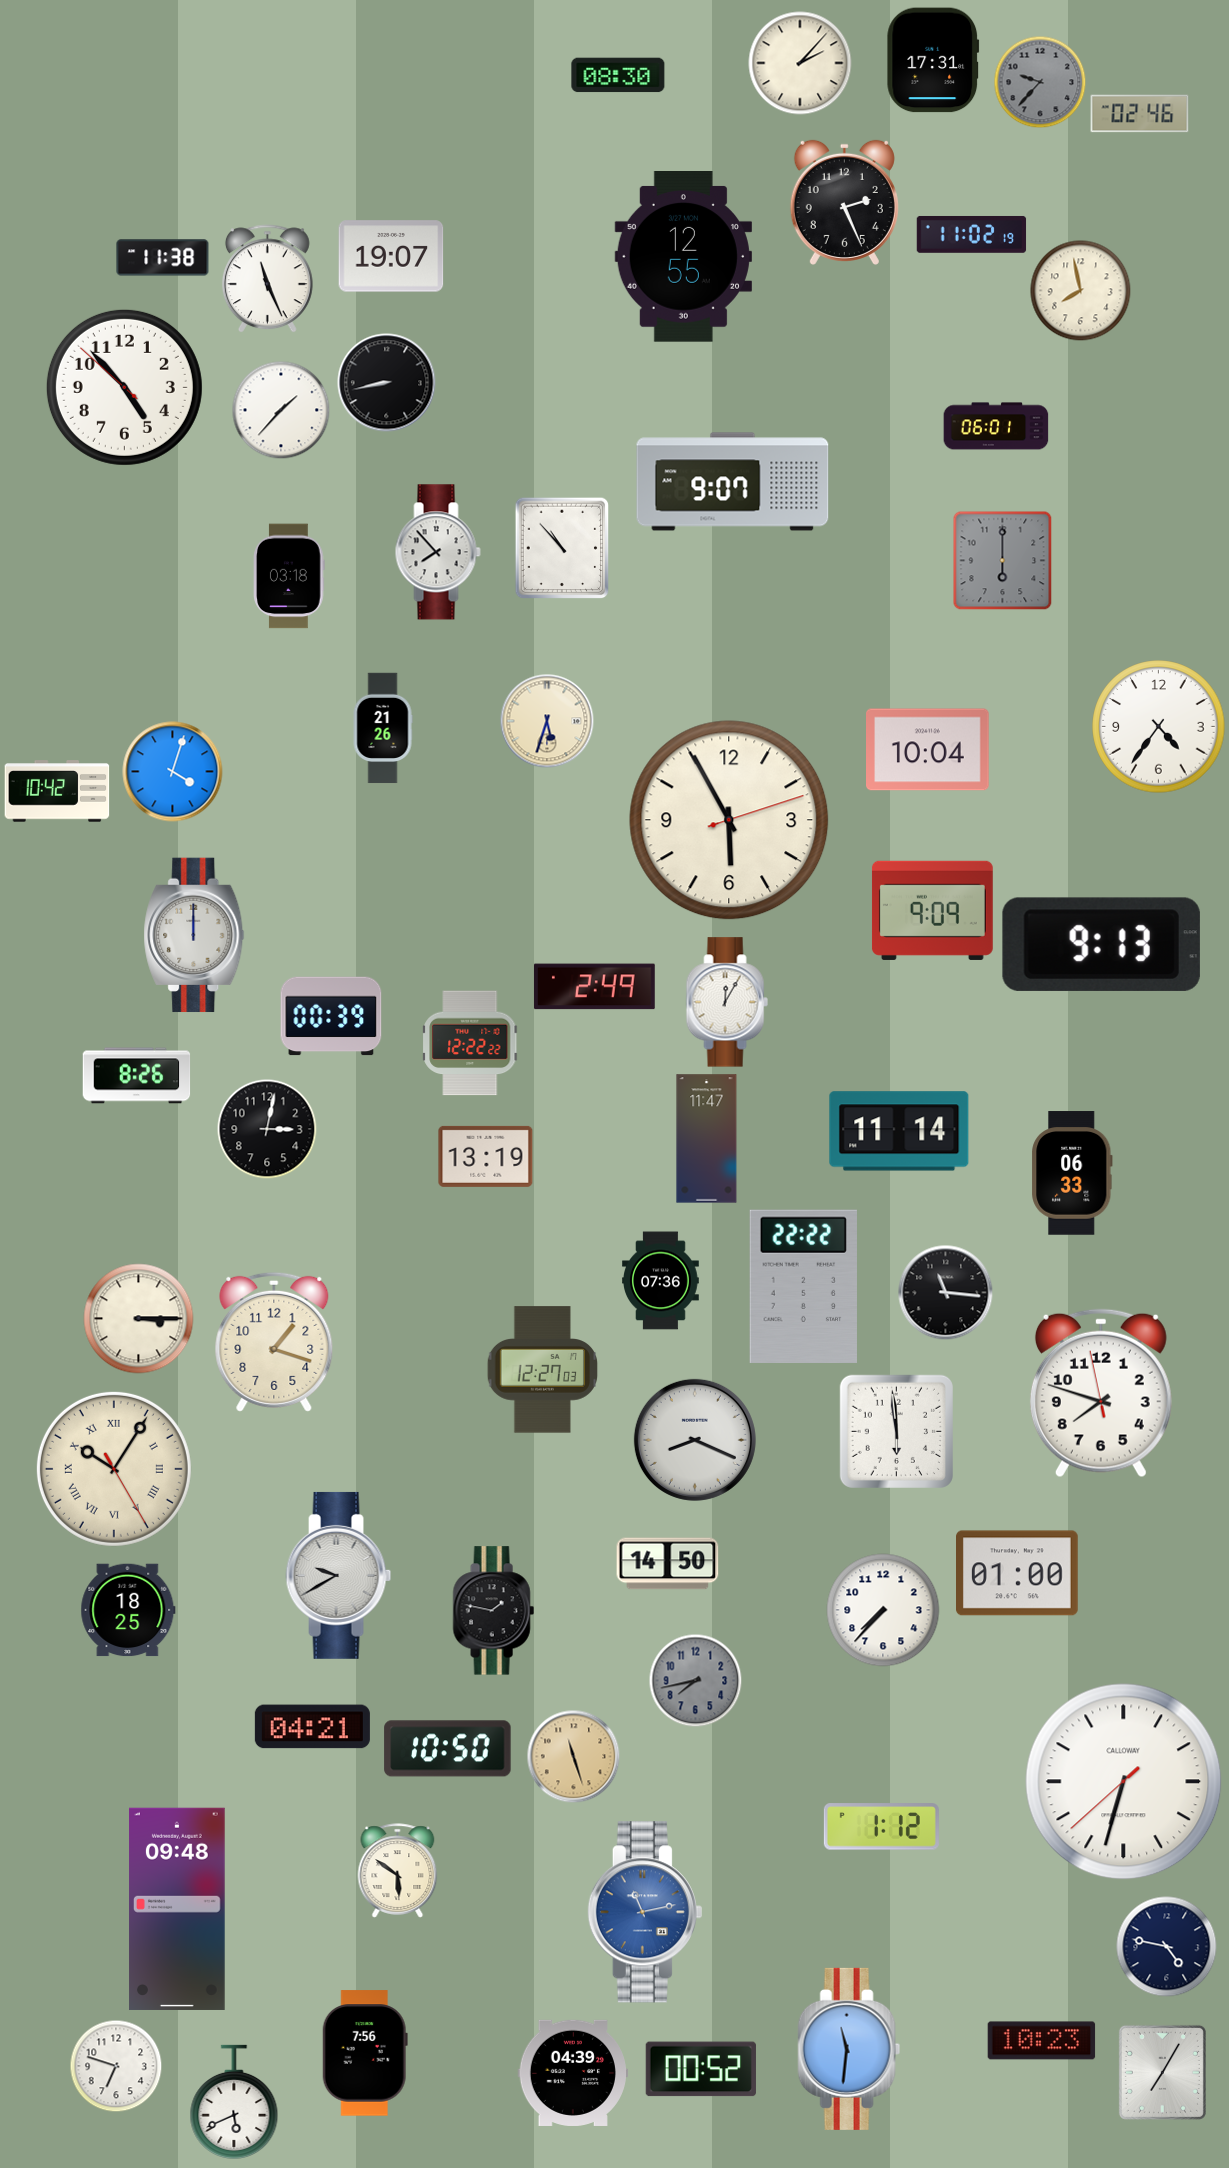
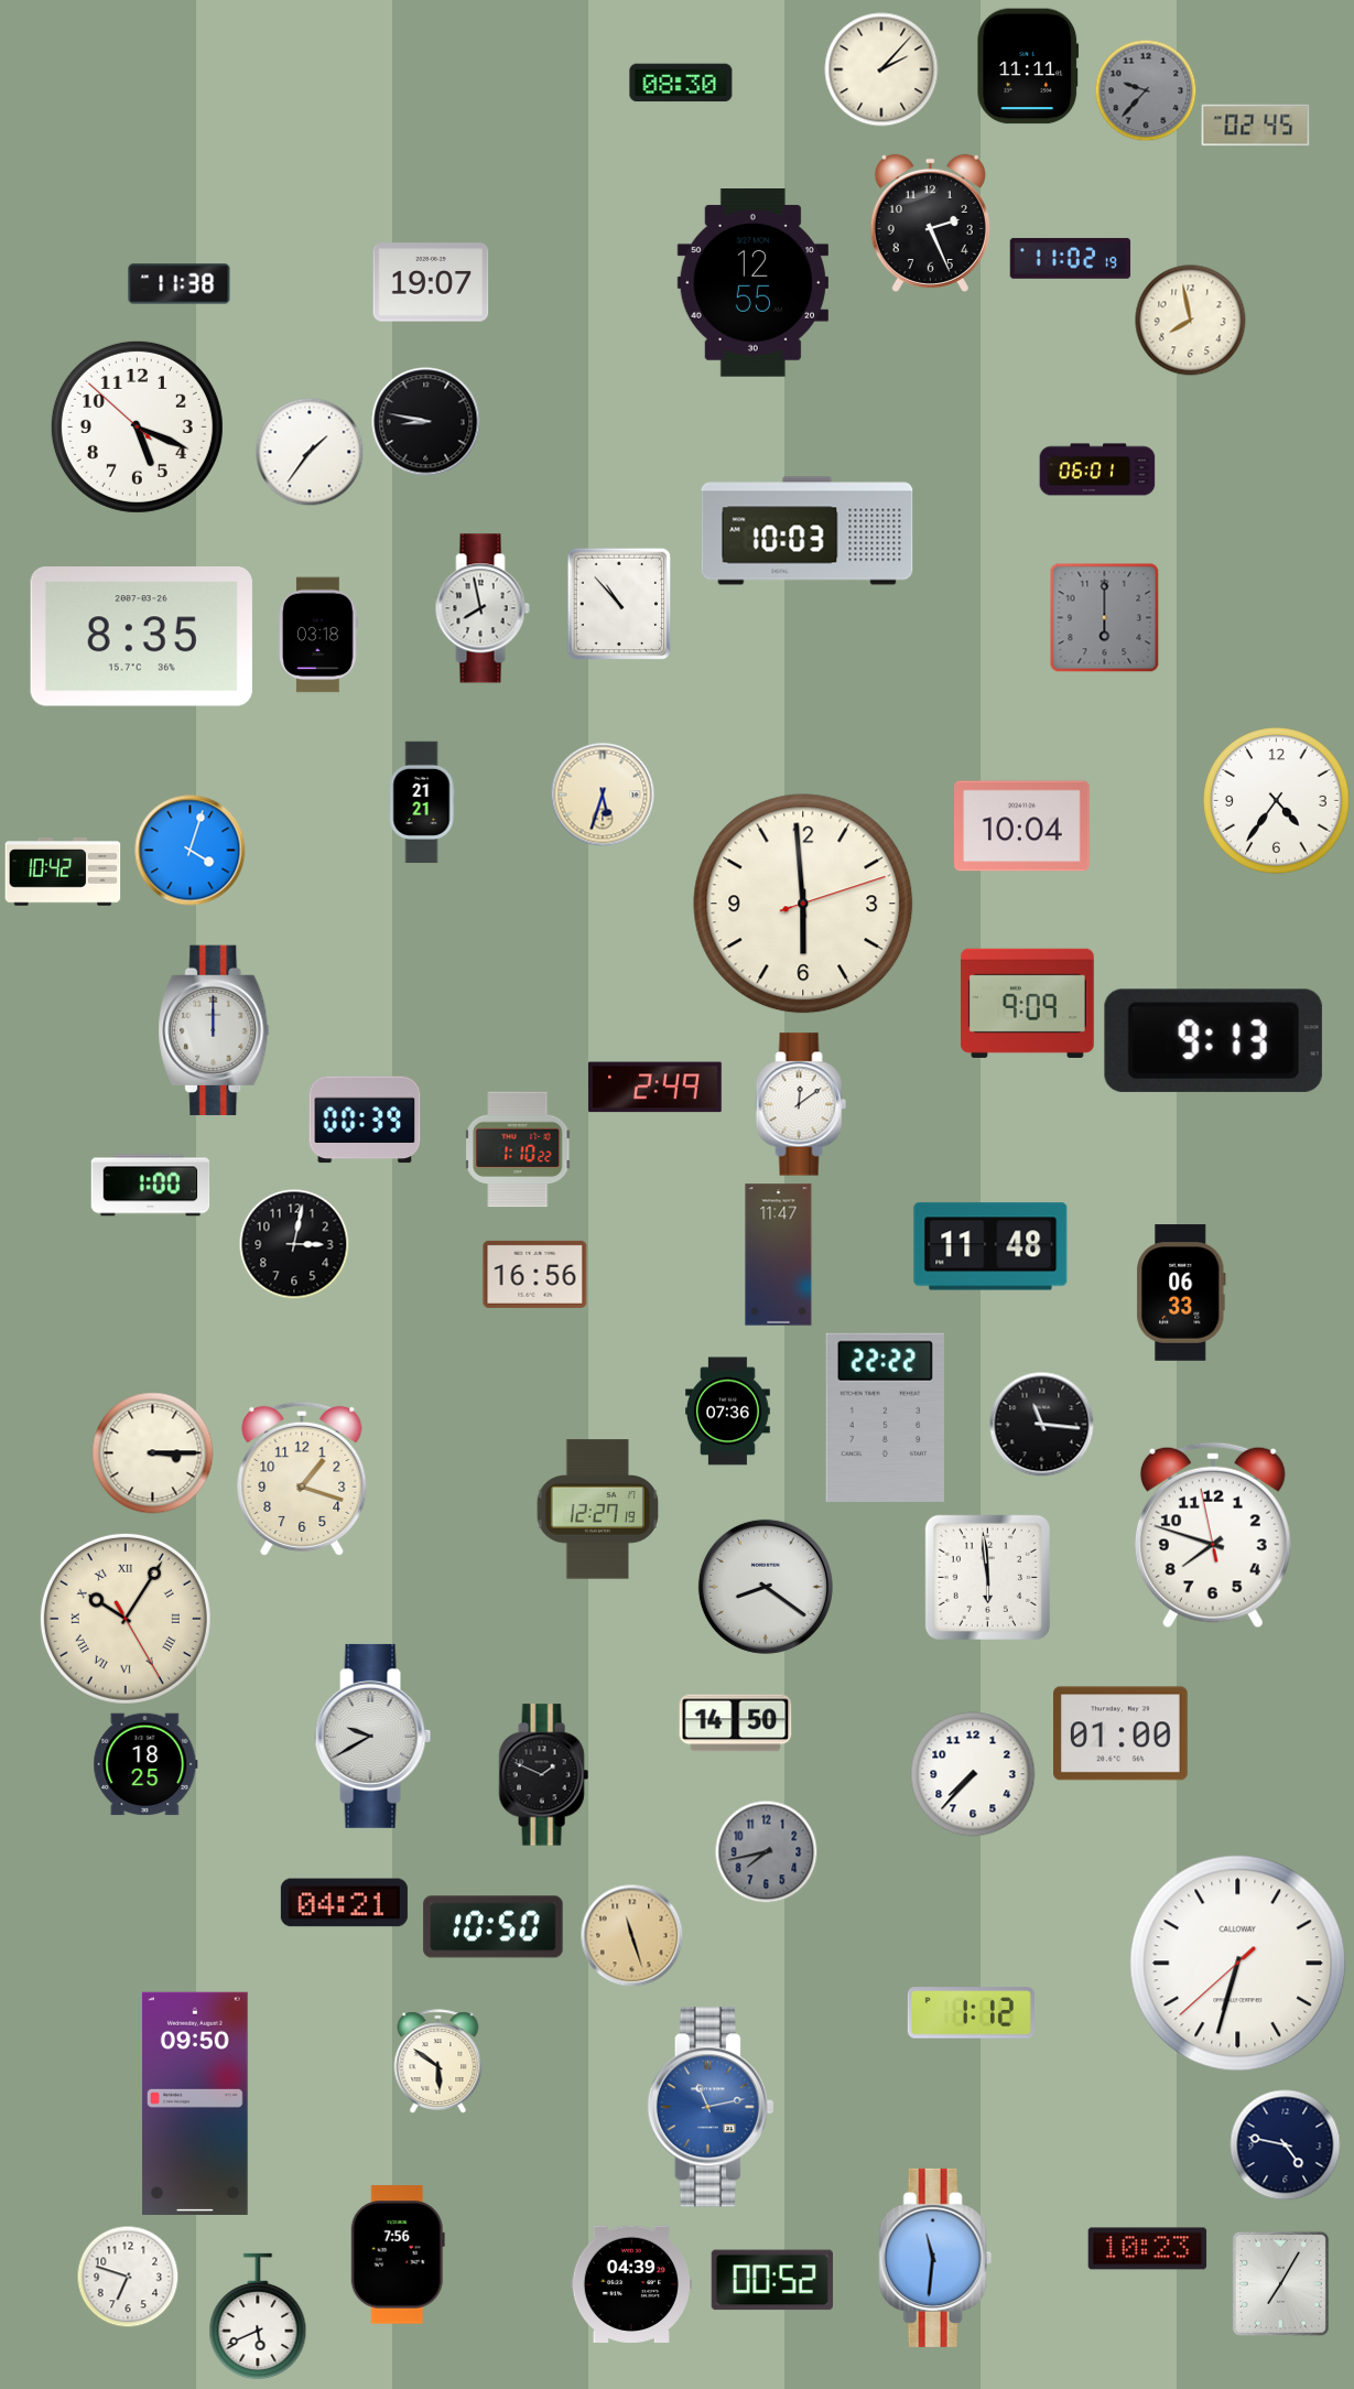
clock at (933, 60): 17:31 -> 11:11
clock at (1140, 114): 02:46 -> 02:45
clock at (267, 279): 11:26 -> none
clock at (387, 383): 8:43 -> 8:47
clock at (124, 387): 4:52 -> 5:18
clock at (281, 410): 1:37 -> 1:36
clock at (733, 482): 9:07 -> 10:03
clock at (438, 552): 7:53 -> 7:58
clock at (141, 637): none -> 8:35
clock at (383, 728): 21:26 -> 21:21
clock at (729, 820): 5:55 -> 5:59
clock at (727, 1002): 12:05 -> 12:09
clock at (471, 1043): 12:22 -> 1:10
clock at (137, 1076): 8:26 -> 1:00
clock at (899, 1131): 11:14 -> 11:48
clock at (486, 1156): 13:19 -> 16:56
clock at (543, 1370): 12:27:03 -> 12:27:19
clock at (695, 1440): 8:19 -> 8:21
clock at (128, 1610) position: (128, 1610) -> (145, 1764)
clock at (493, 1611): 1:47 -> 1:49
clock at (178, 1909): 09:48 -> 09:50
clock at (365, 2053) position: (365, 2053) -> (398, 2255)
